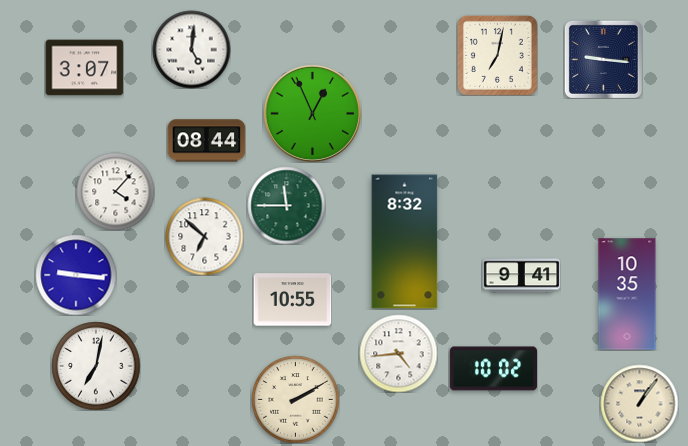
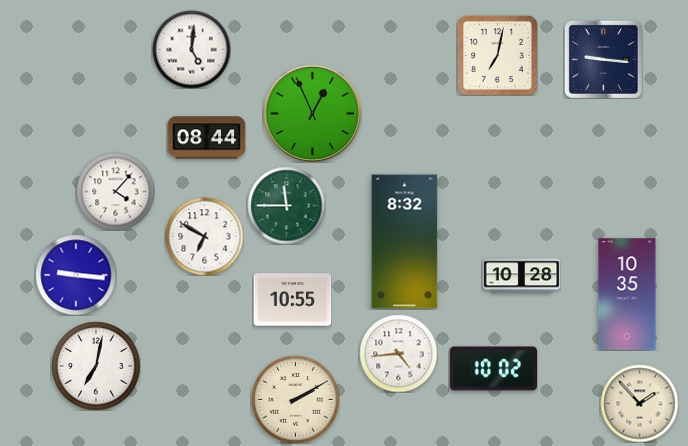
clock at (84, 68): 3:07 -> none
clock at (206, 141) position: (206, 141) -> (206, 138)
clock at (204, 236): 6:52 -> 6:50
clock at (521, 276): 9:41 -> 10:28
clock at (639, 403): 1:06 -> 1:53
